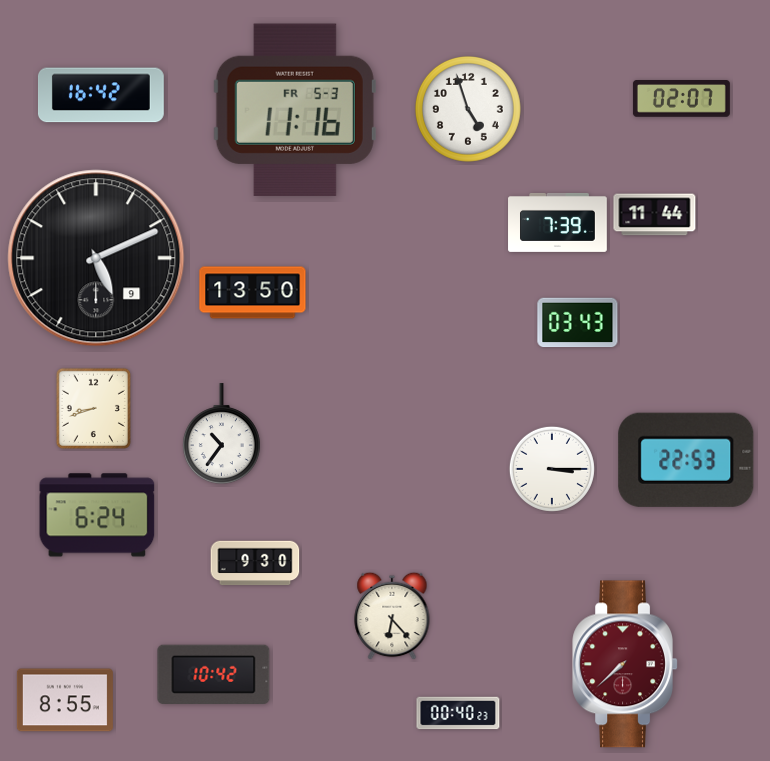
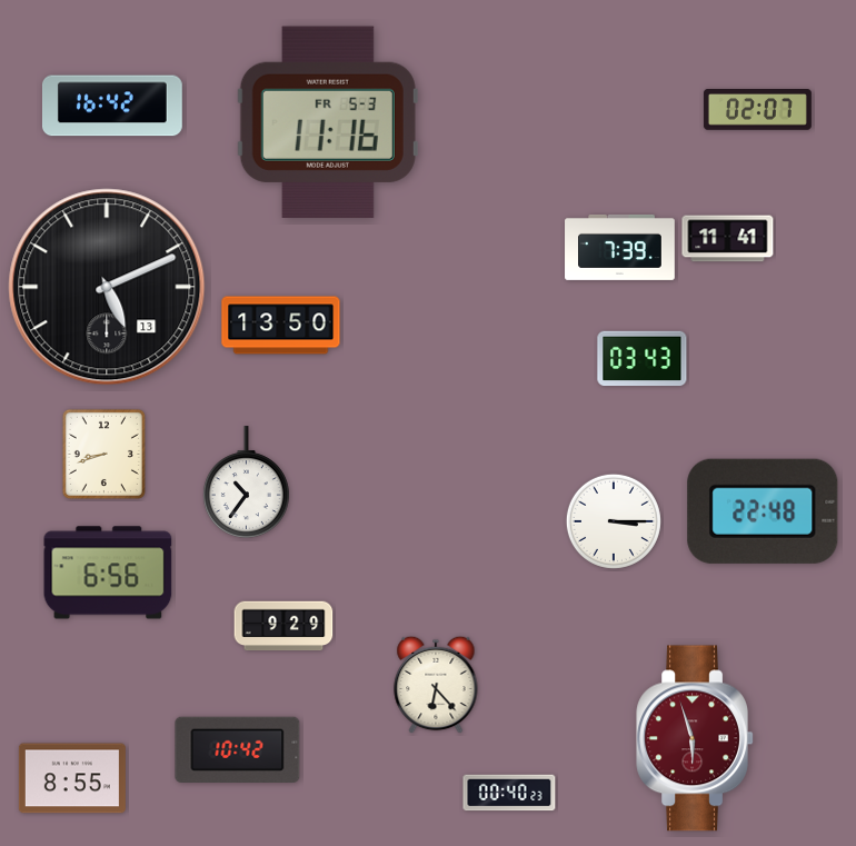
clock at (468, 109): 4:57 -> none
clock at (655, 215): 11:44 -> 11:41
clock at (96, 258) date: 9 -> 13
clock at (686, 460): 22:53 -> 22:48
clock at (97, 515): 6:24 -> 6:56
clock at (255, 563): 9:30 -> 9:29
clock at (625, 664): 7:38 -> 5:57
